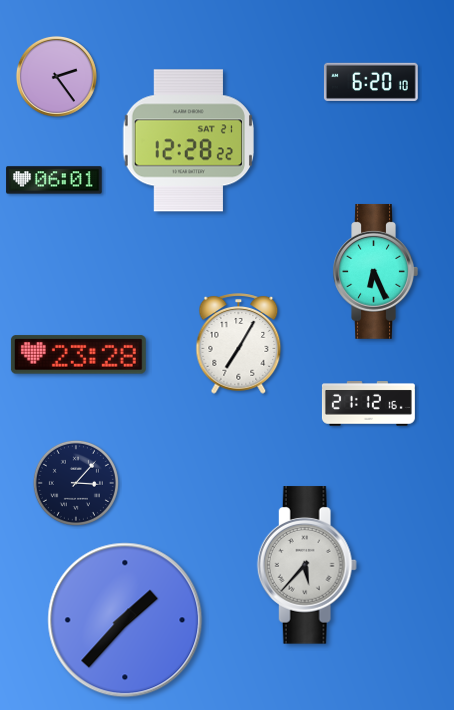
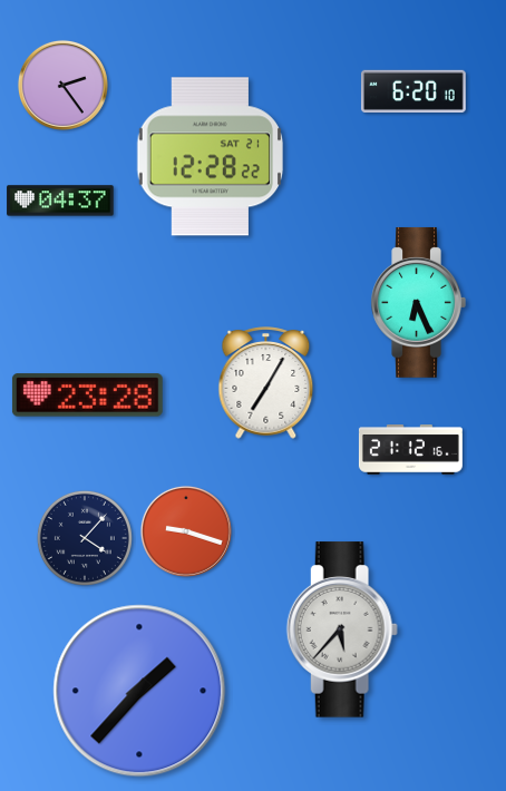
clock at (54, 180): 06:01 -> 04:37
clock at (186, 531): none -> 9:18
clock at (76, 483): 3:07 -> 4:07
